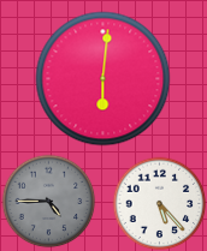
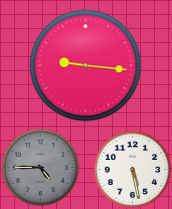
clock at (103, 79): 6:01 -> 9:16
clock at (159, 203): 5:23 -> 5:28
